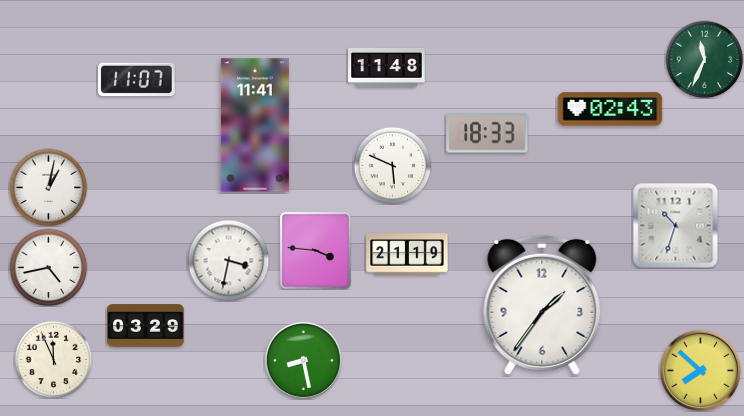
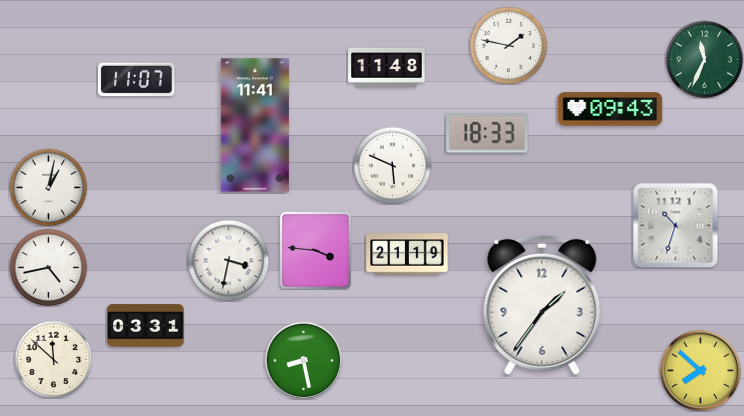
clock at (508, 45): none -> 1:47
clock at (610, 109): 02:43 -> 09:43
clock at (146, 326): 03:29 -> 03:31
clock at (53, 359): 11:56 -> 11:52
